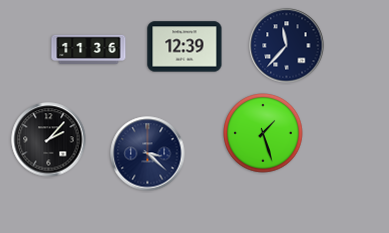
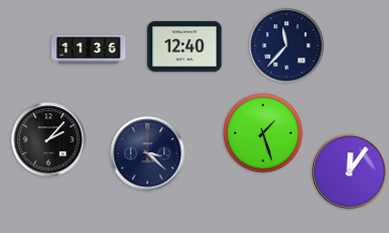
clock at (185, 47): 12:39 -> 12:40
clock at (350, 172): none -> 12:06
